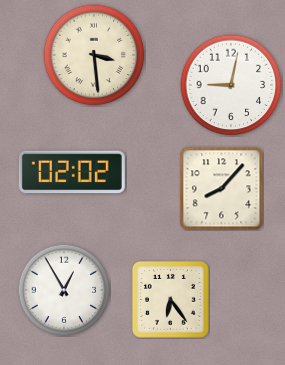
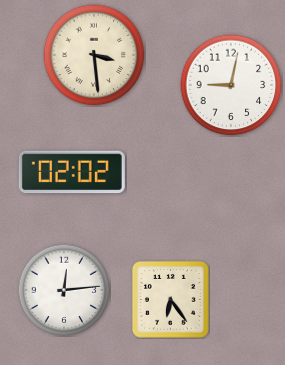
clock at (221, 188): 8:07 -> none
clock at (64, 290): 12:55 -> 12:14
